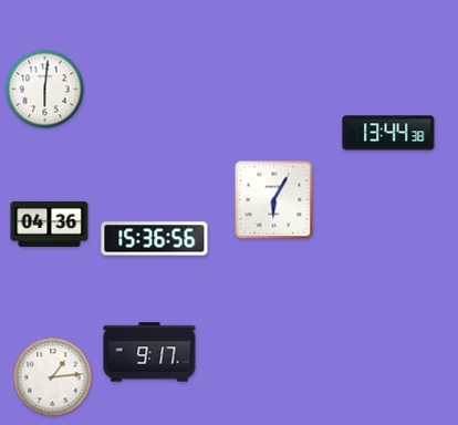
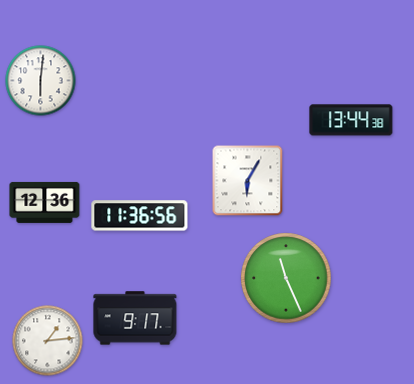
clock at (50, 224): 04:36 -> 12:36
clock at (155, 239): 15:36 -> 11:36
clock at (286, 278): none -> 11:26
